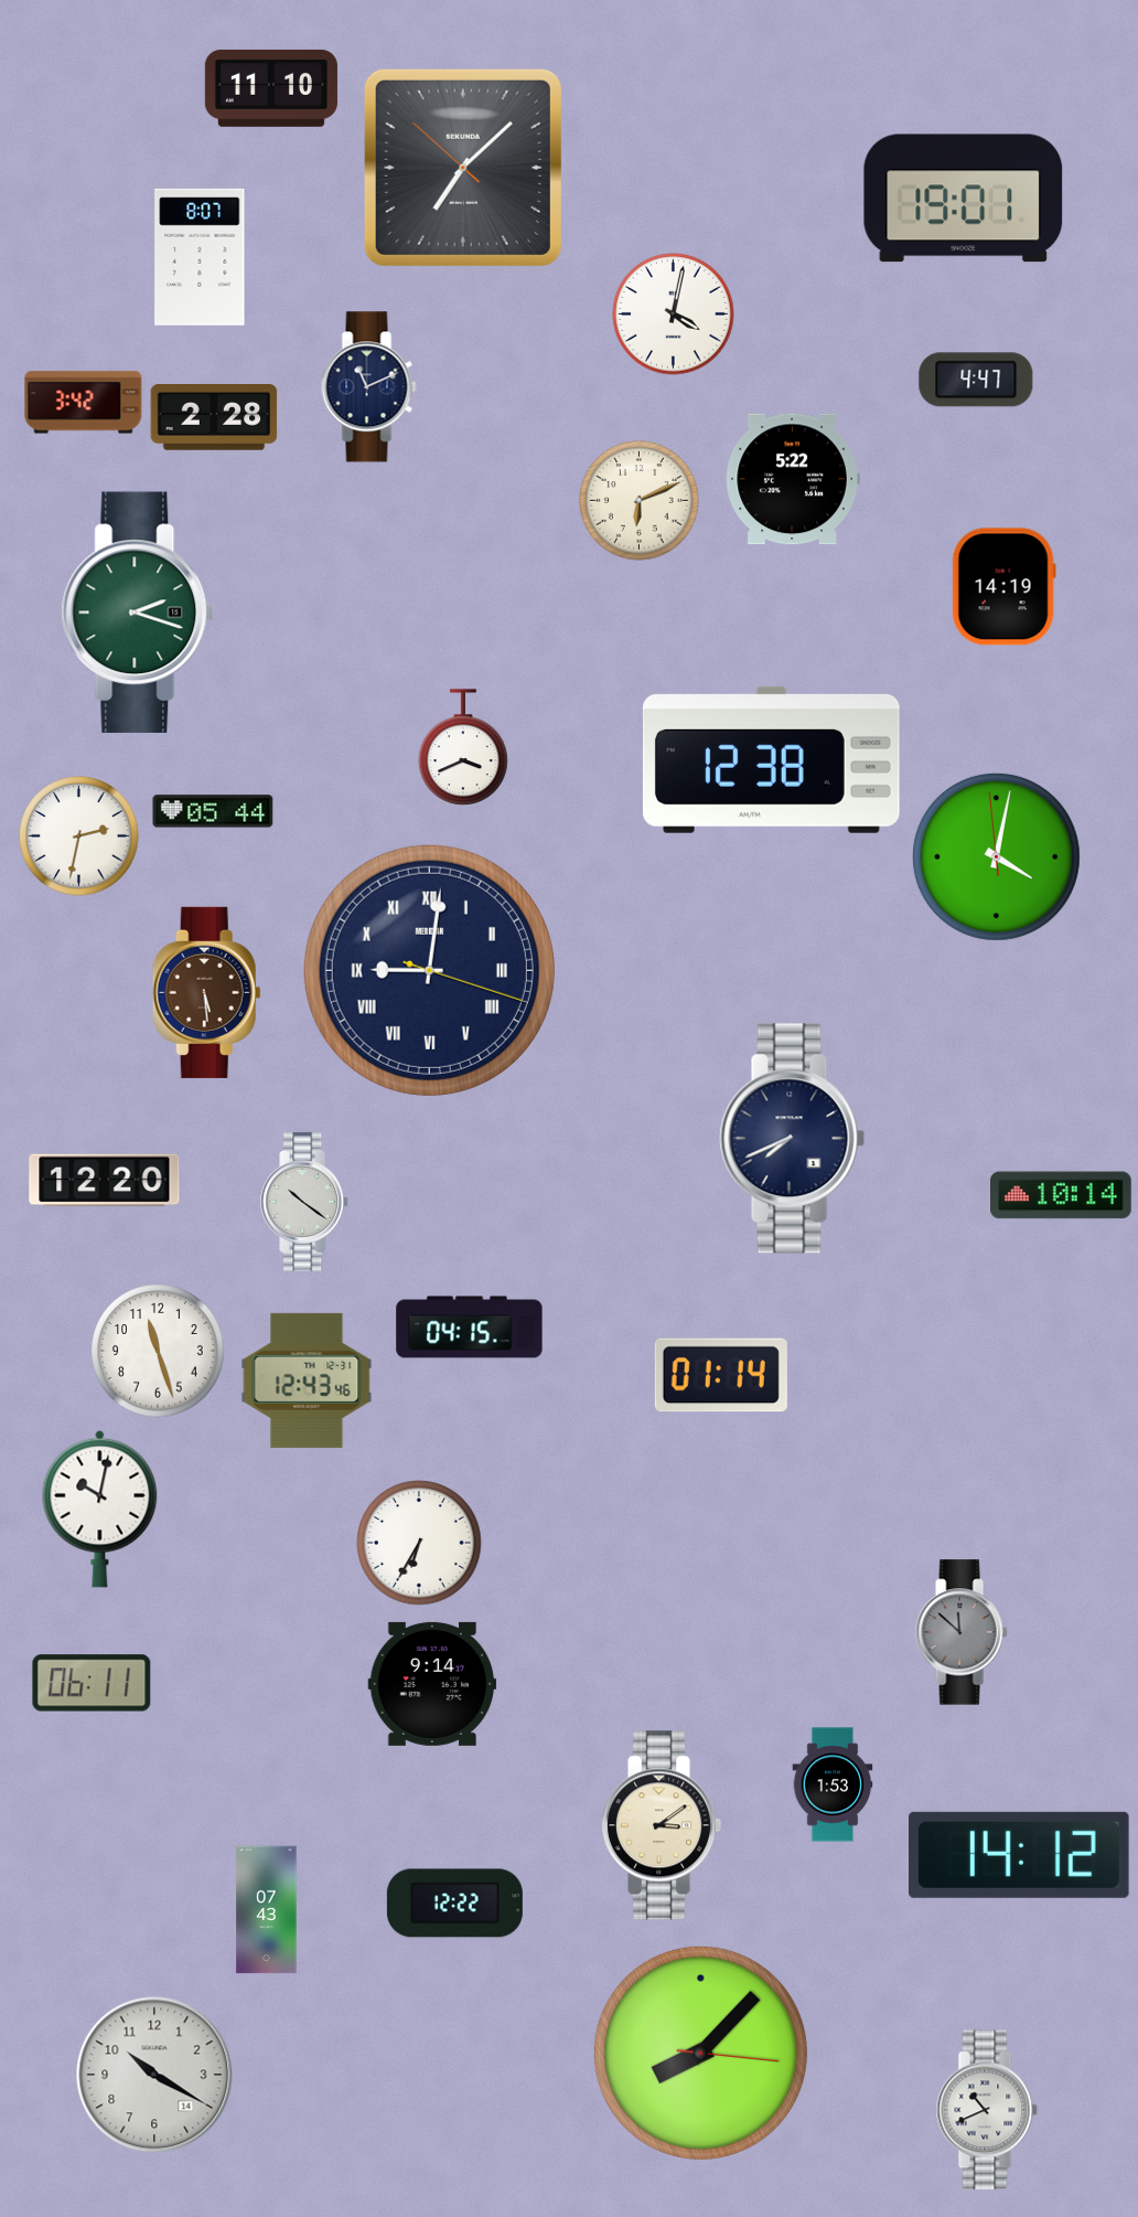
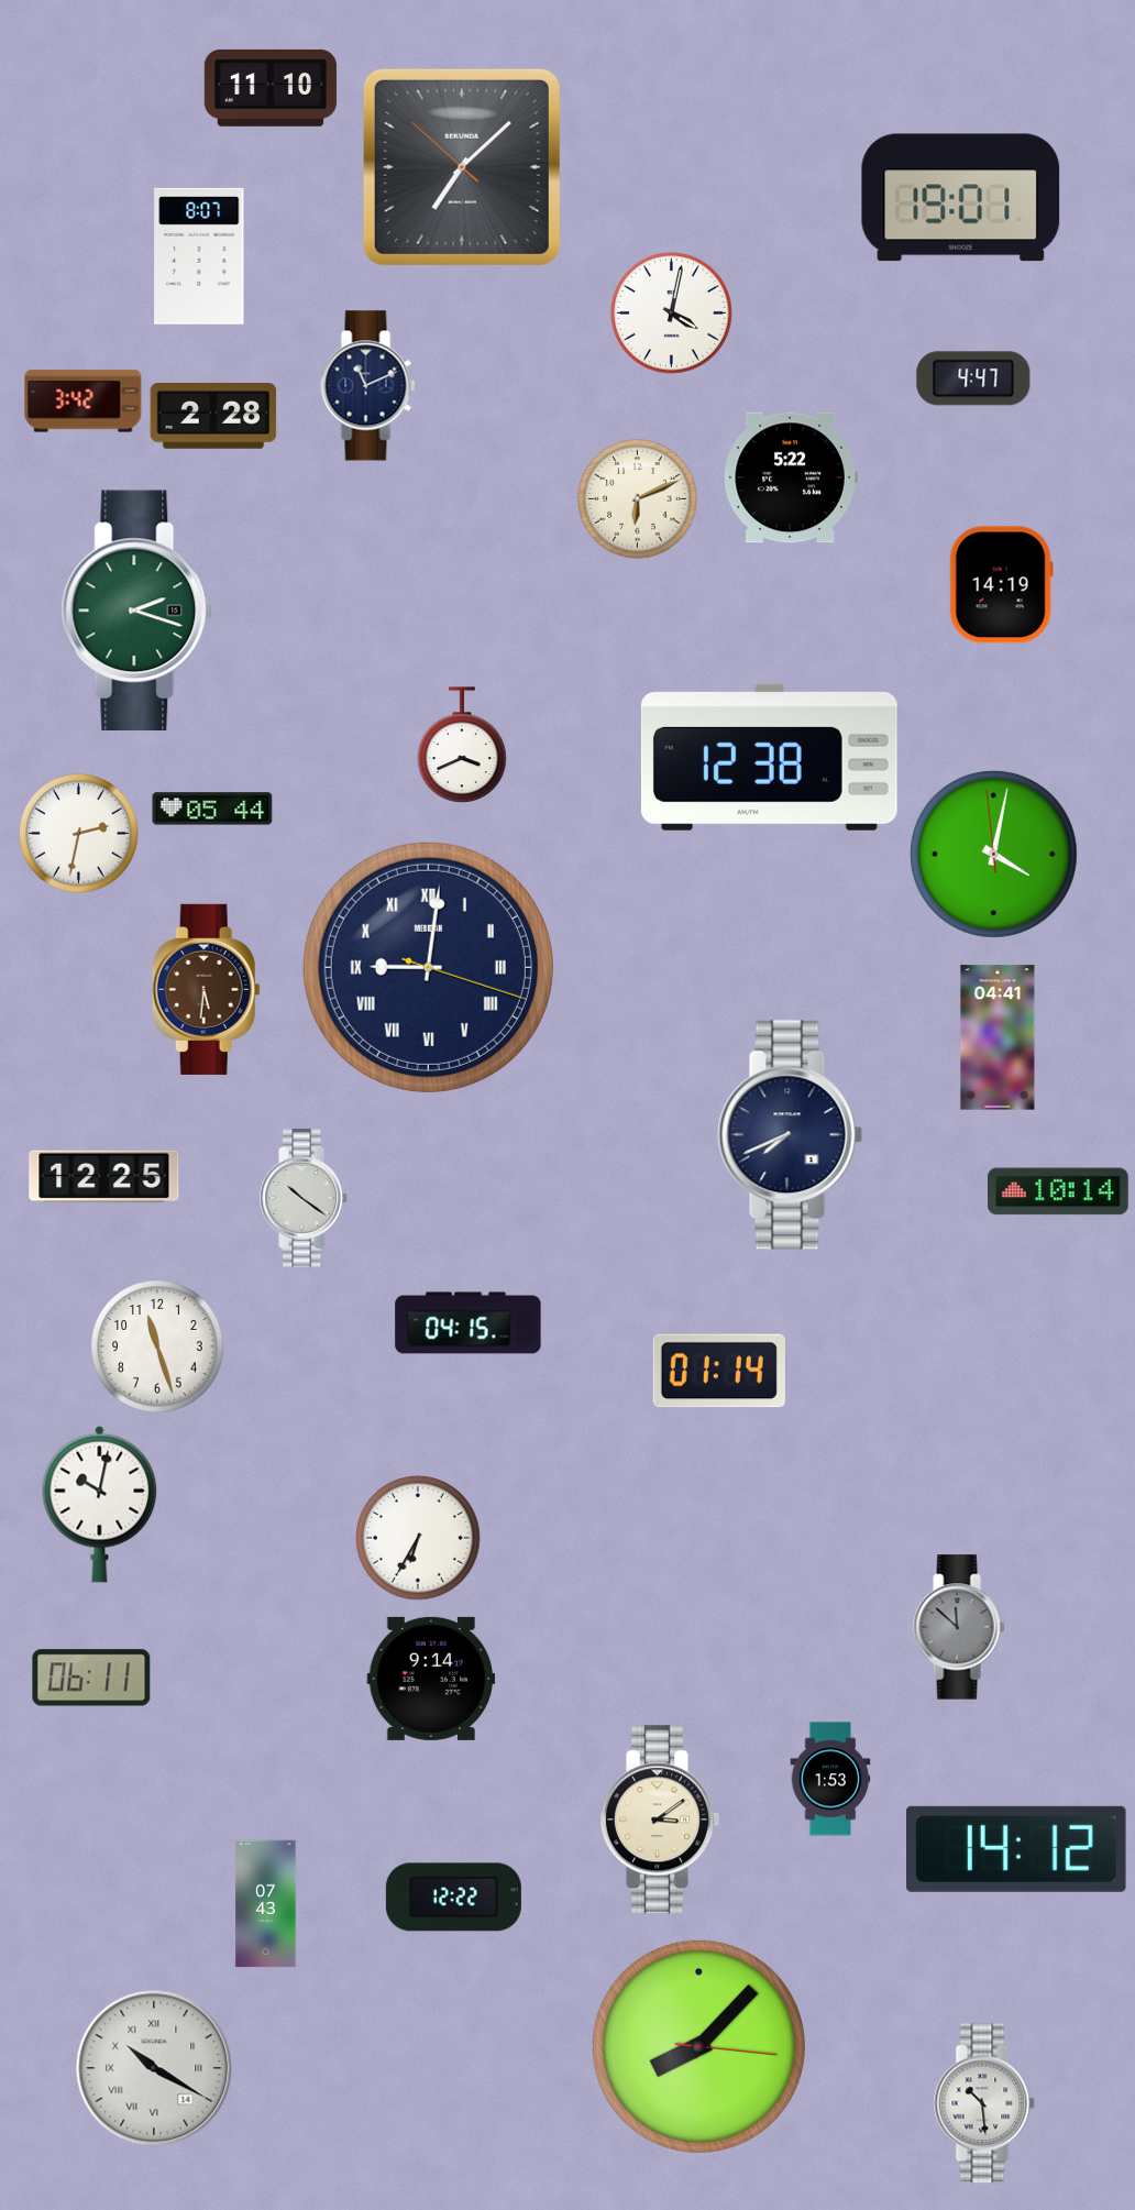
clock at (206, 992): 5:29 -> 5:31
clock at (998, 1037): none -> 04:41
clock at (105, 1181): 12:20 -> 12:25
clock at (307, 1381): 12:43 -> none
clock at (154, 2075) numerals: Arabic -> Roman
clock at (987, 2110): 10:41 -> 10:29
